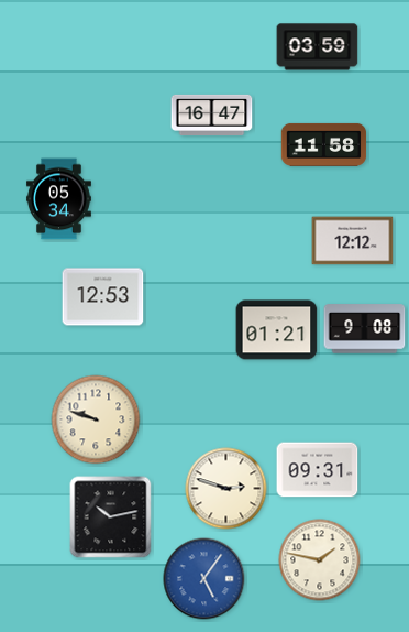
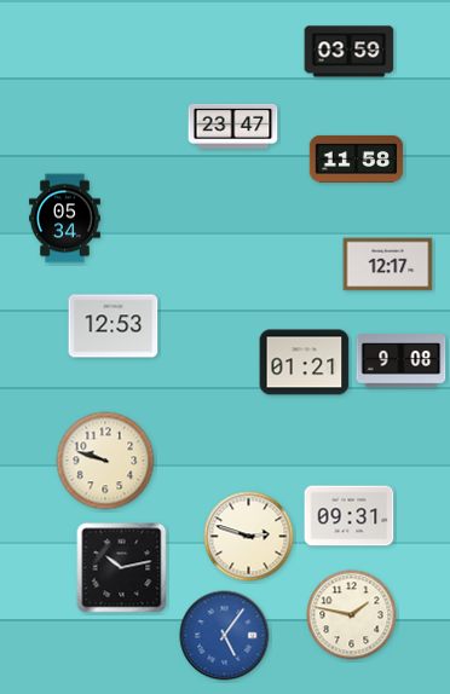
clock at (212, 115): 16:47 -> 23:47
clock at (353, 241): 12:12 -> 12:17
